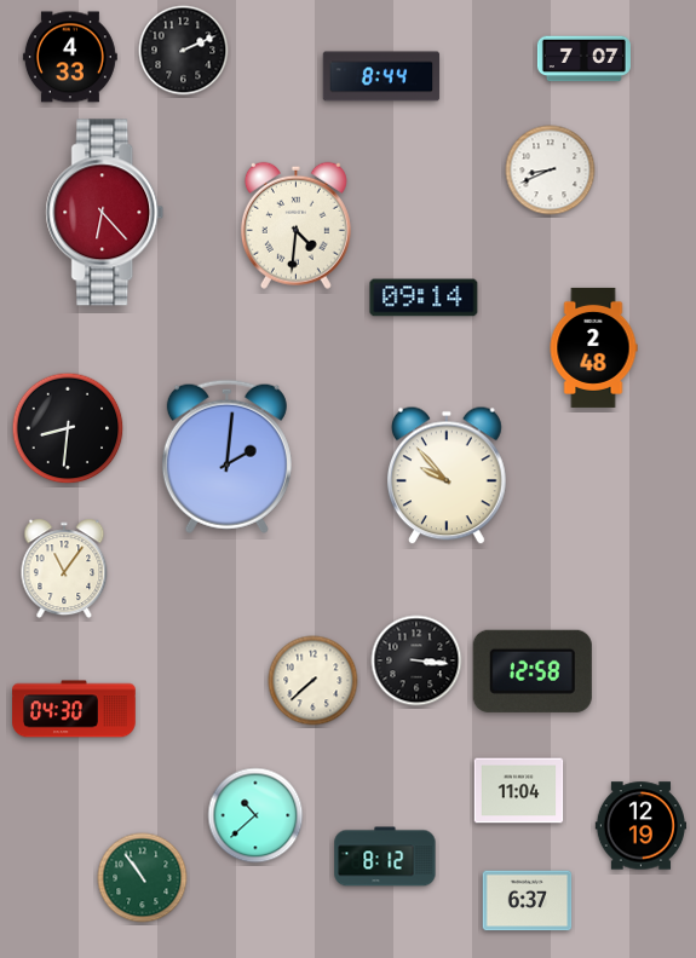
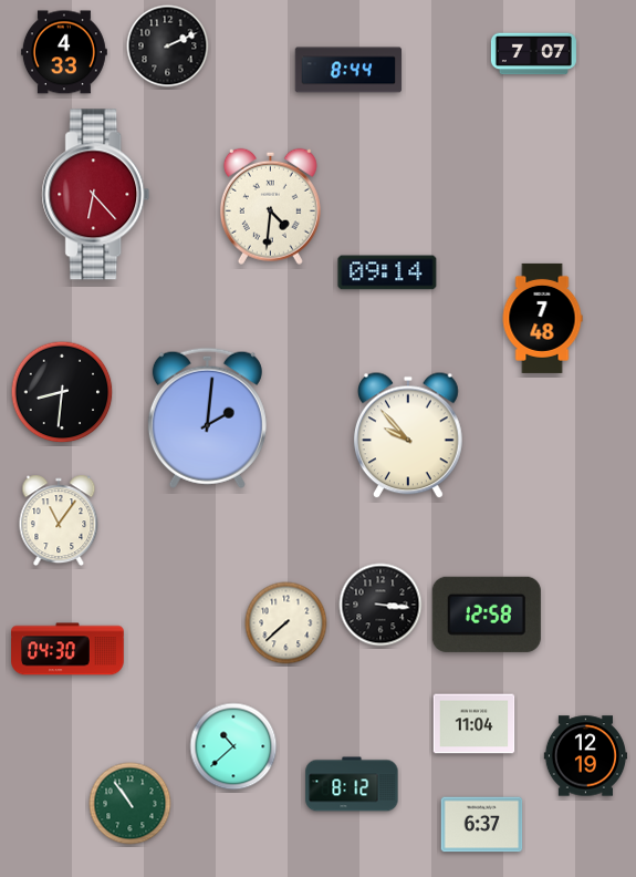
clock at (551, 171): 8:41 -> none
clock at (593, 347): 2:48 -> 7:48
